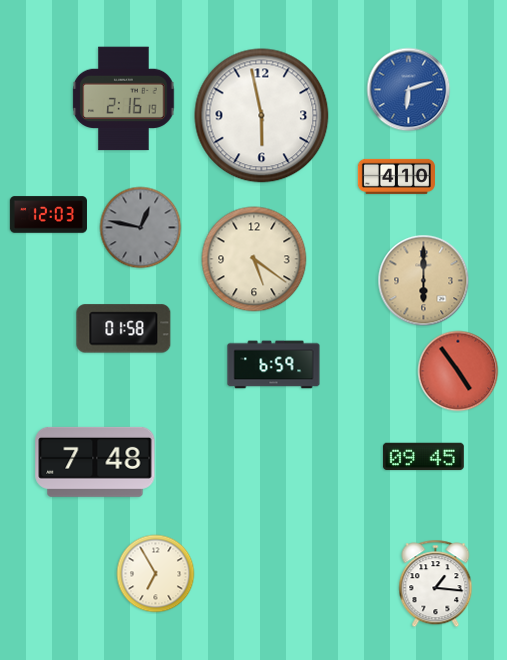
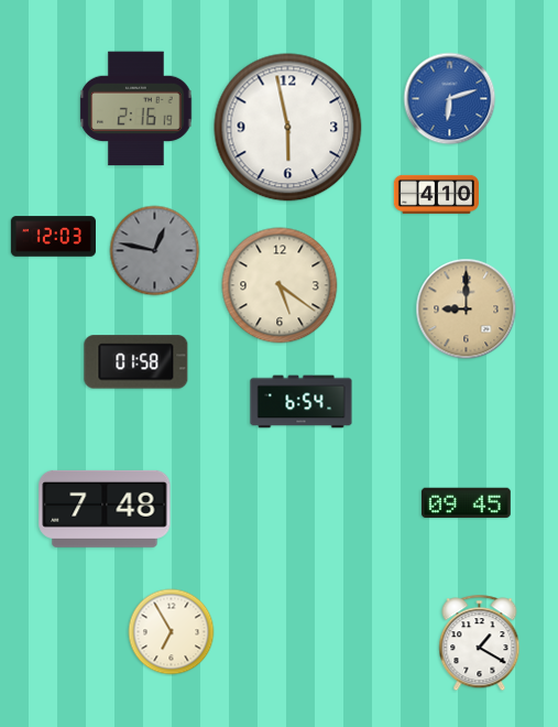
clock at (424, 281): 6:00 -> 9:00
clock at (274, 365): 6:59 -> 6:54
clock at (458, 371): 4:54 -> none
clock at (436, 584): 1:16 -> 1:20
